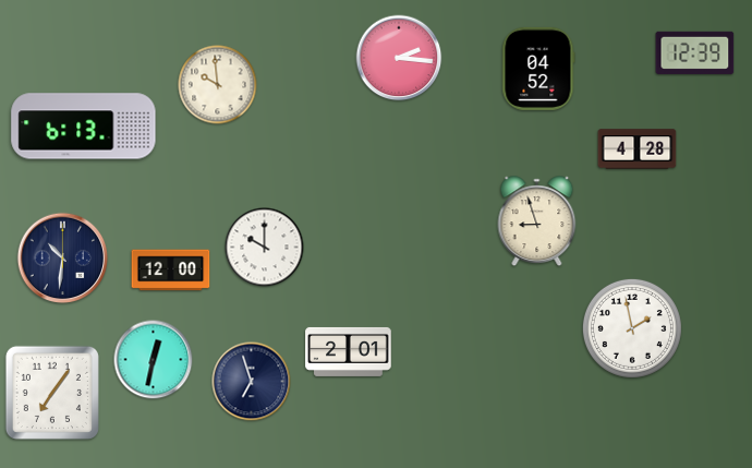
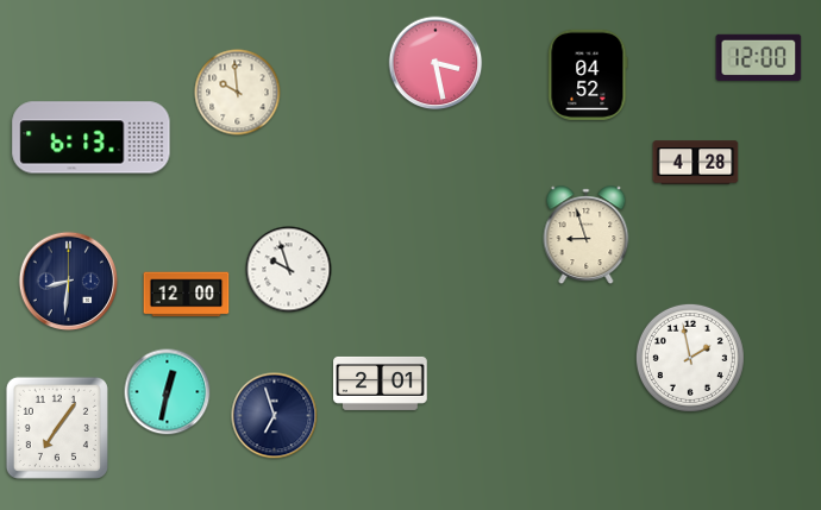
clock at (695, 52): 12:39 -> 12:00
clock at (399, 58): 2:16 -> 3:28
clock at (537, 221) position: (537, 221) -> (587, 235)
clock at (265, 248): 10:00 -> 9:57
clock at (63, 259): 10:31 -> 8:31
